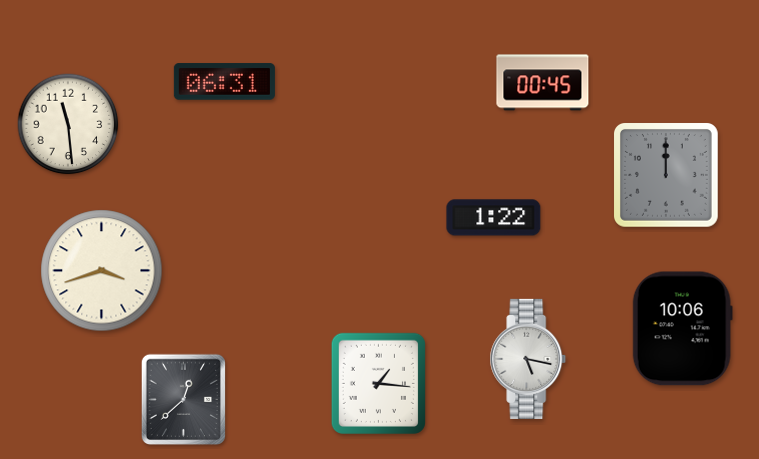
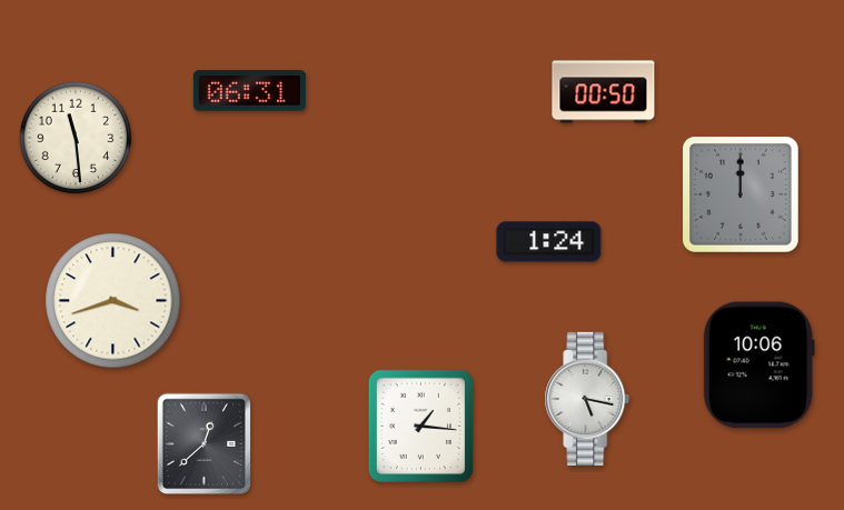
clock at (543, 83): 00:45 -> 00:50
clock at (494, 218): 1:22 -> 1:24
